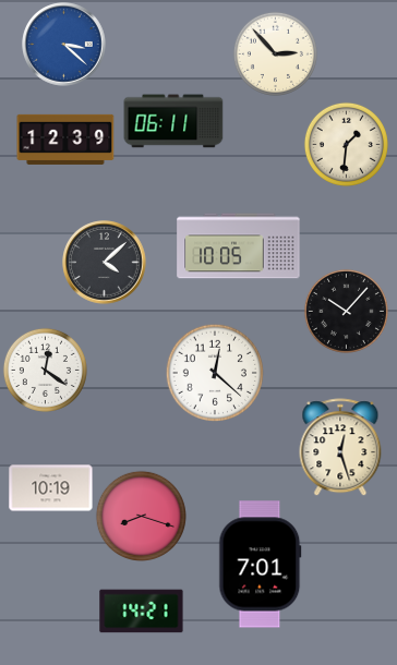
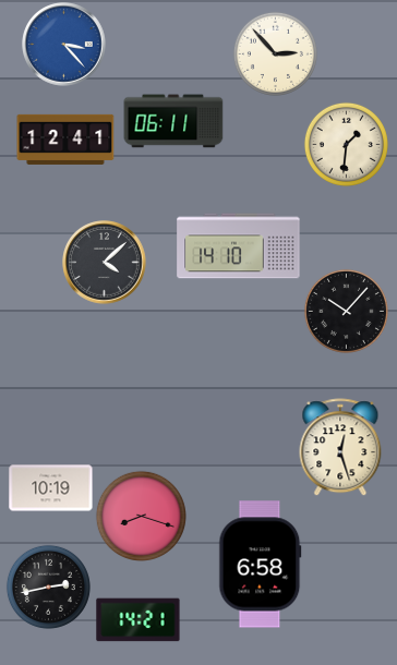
clock at (64, 45): 3:22 -> 3:23
clock at (65, 140): 12:39 -> 12:41
clock at (239, 246): 10:05 -> 14:10
clock at (45, 370): 12:21 -> none
clock at (215, 373): 12:22 -> none
clock at (261, 565): 7:01 -> 6:58
clock at (48, 587): none -> 2:43
clock at (142, 612) position: (142, 612) -> (139, 620)
